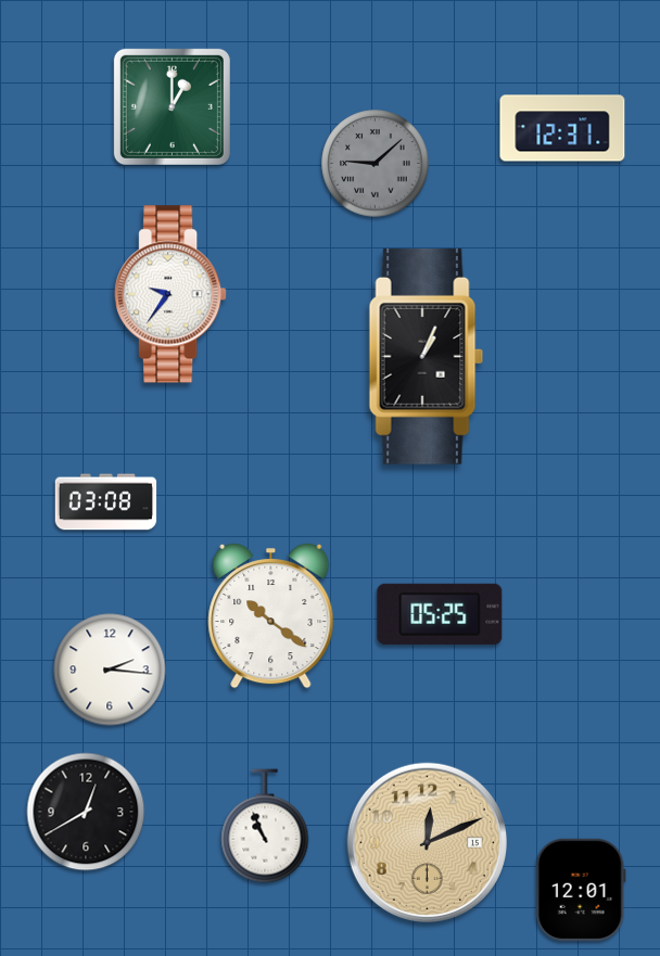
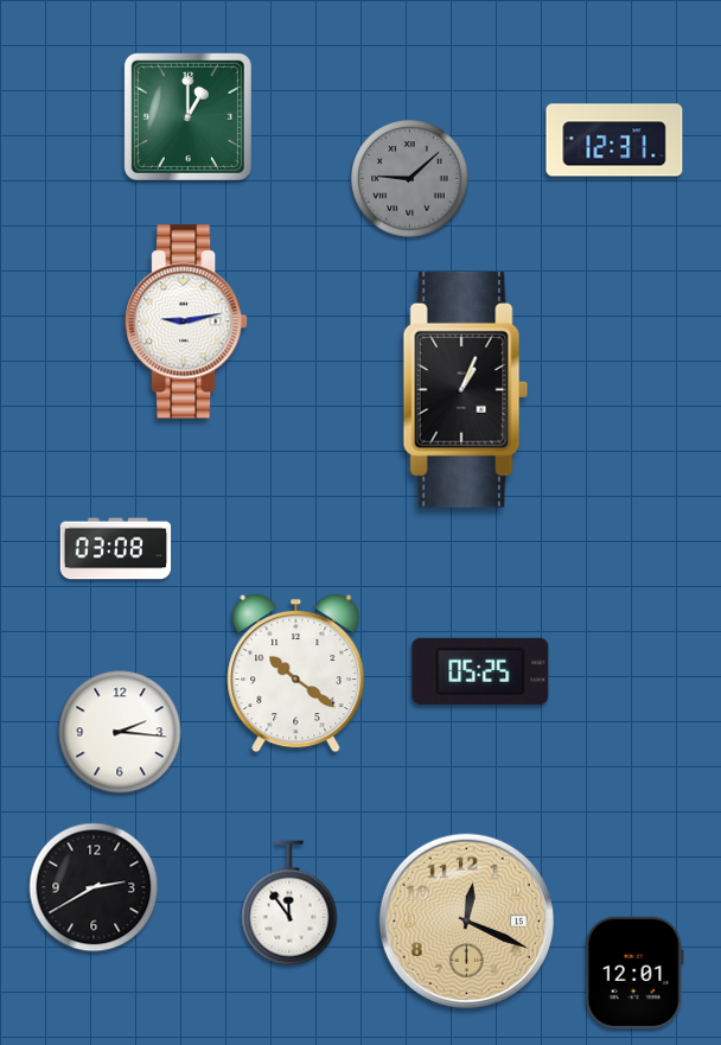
clock at (170, 294): 9:36 -> 9:13
clock at (86, 812): 12:40 -> 2:40
clock at (265, 826): 10:56 -> 11:54
clock at (427, 842): 12:11 -> 12:19
